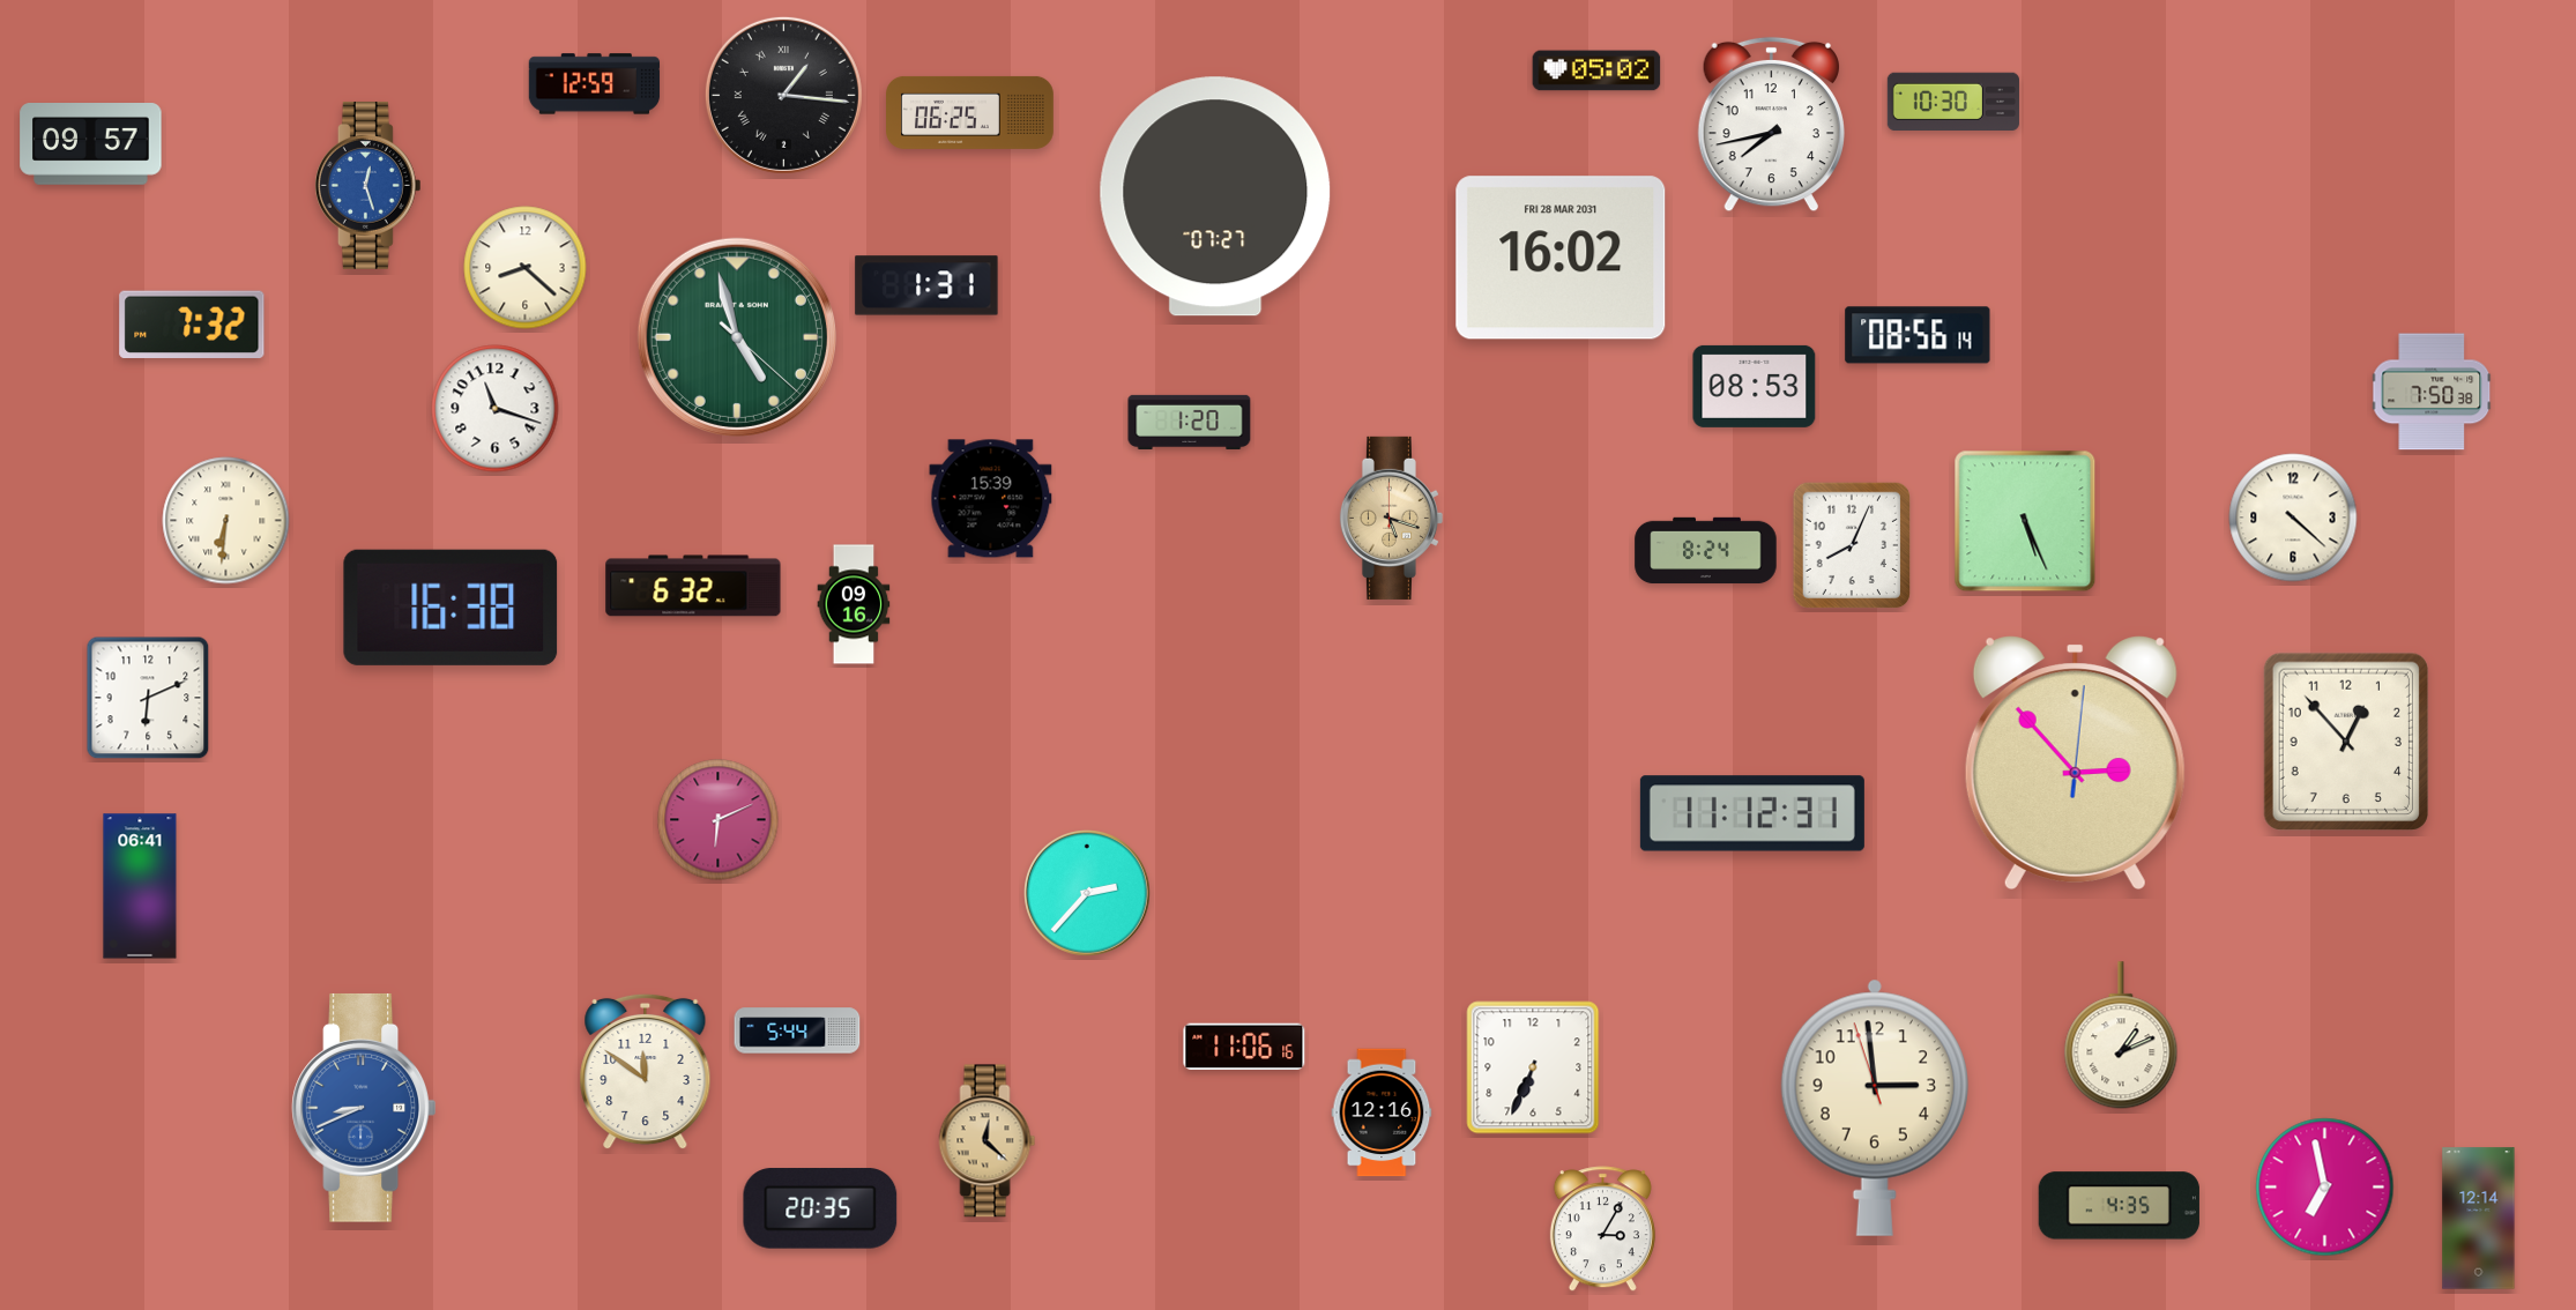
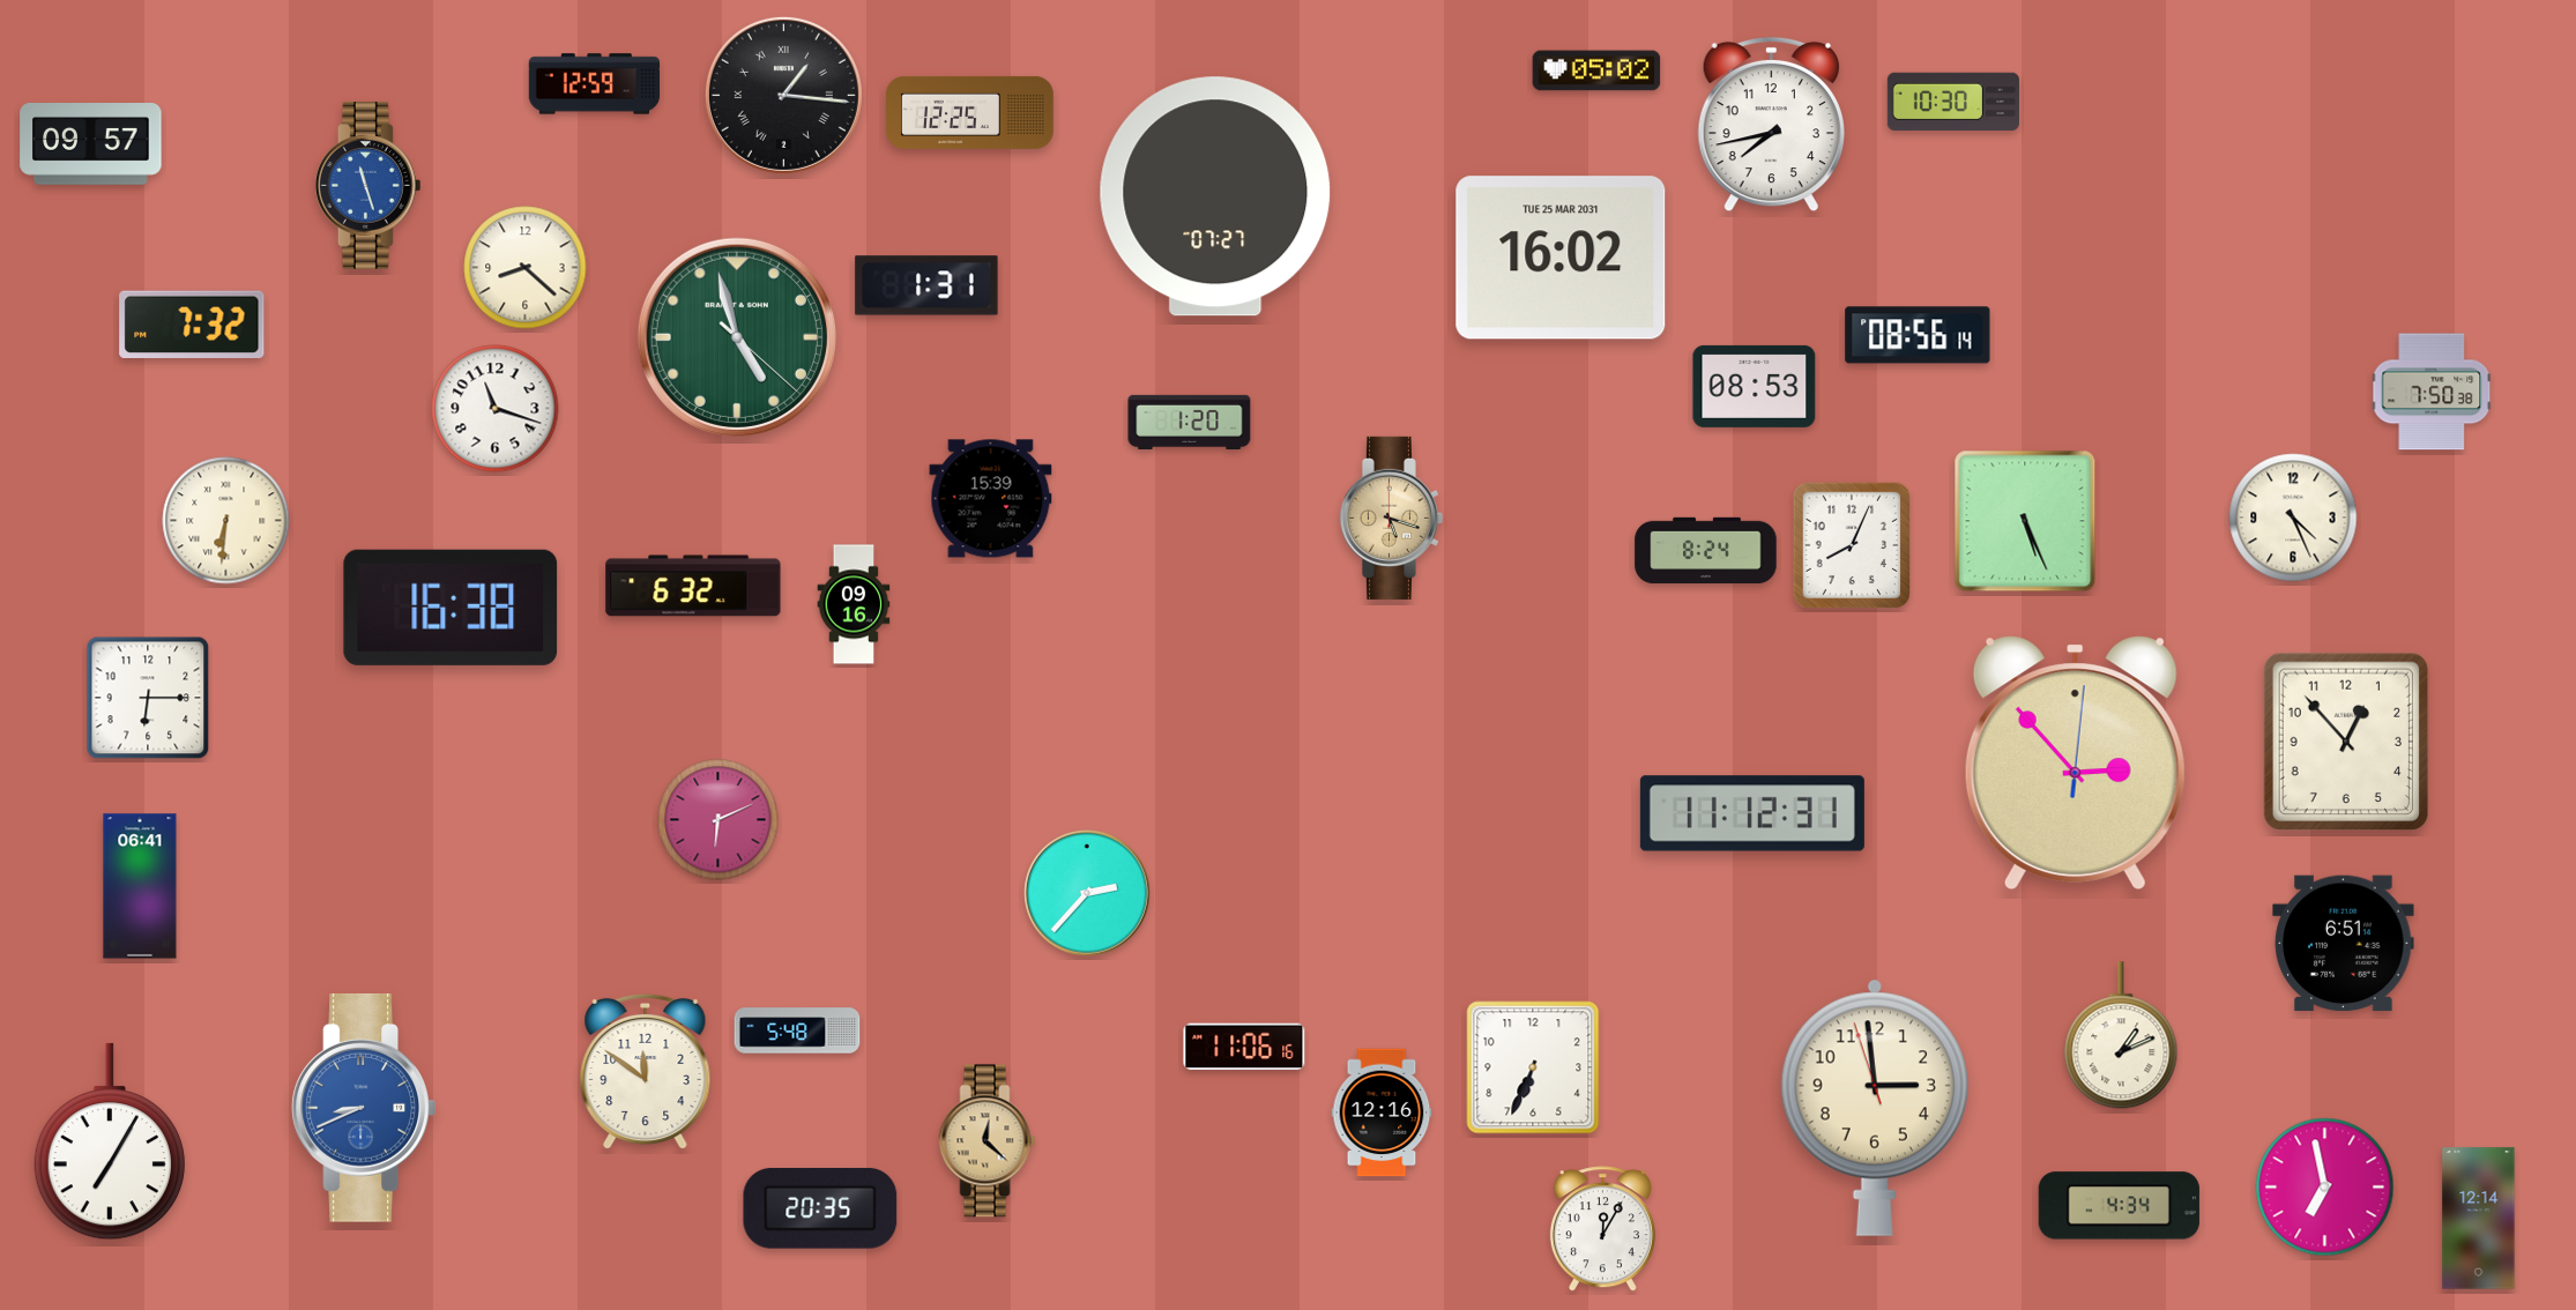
clock at (970, 112): 06:25 -> 12:25
clock at (367, 185): 12:27 -> 11:27
clock at (1561, 258) date: FRI 28 MAR 2031 -> TUE 25 MAR 2031
clock at (2293, 518): 4:22 -> 4:26
clock at (148, 698): 6:11 -> 6:15
clock at (2344, 944): none -> 6:51
clock at (797, 1030): 5:44 -> 5:48
clock at (110, 1141): none -> 7:05
clock at (2119, 1206): 4:35 -> 4:34
clock at (1602, 1229): 3:05 -> 12:05
